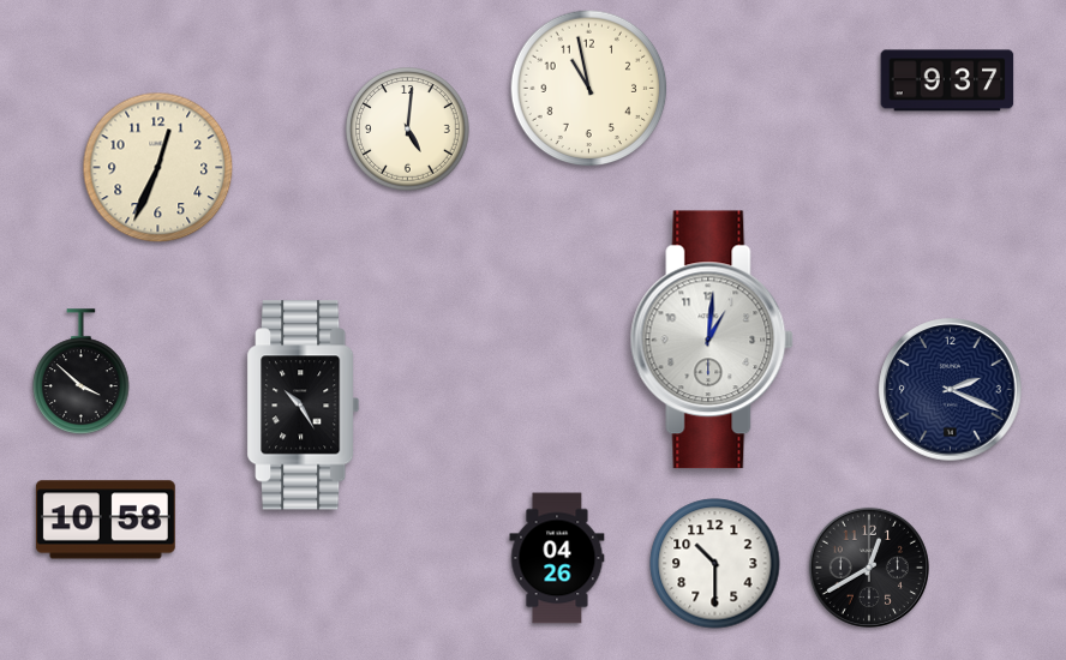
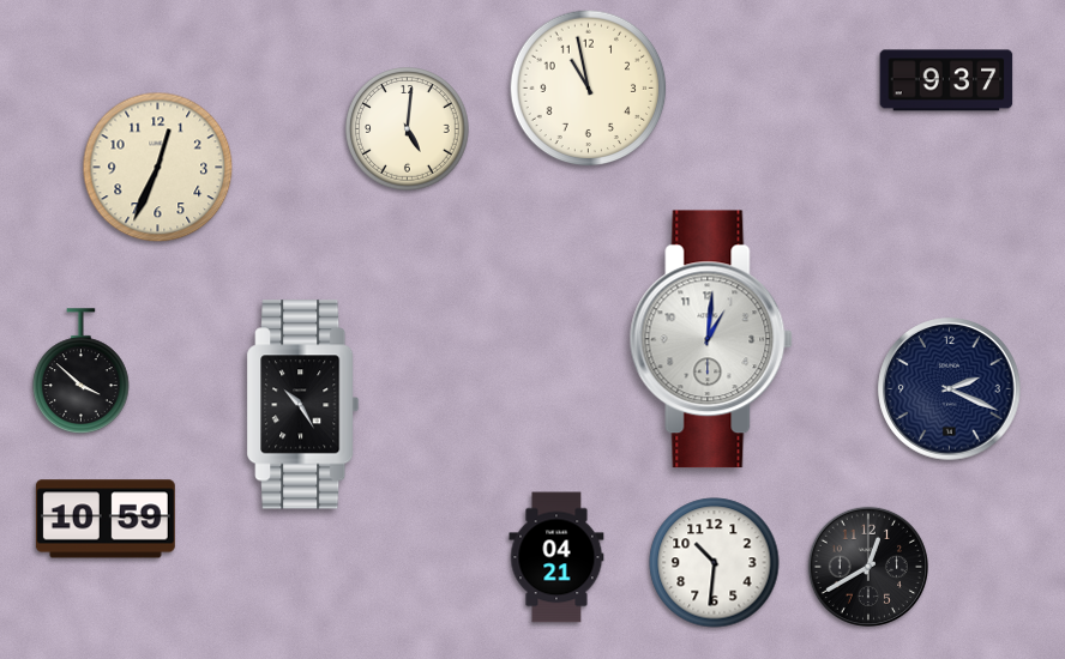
clock at (106, 520): 10:58 -> 10:59
clock at (557, 558): 04:26 -> 04:21
clock at (715, 564): 10:30 -> 10:31
